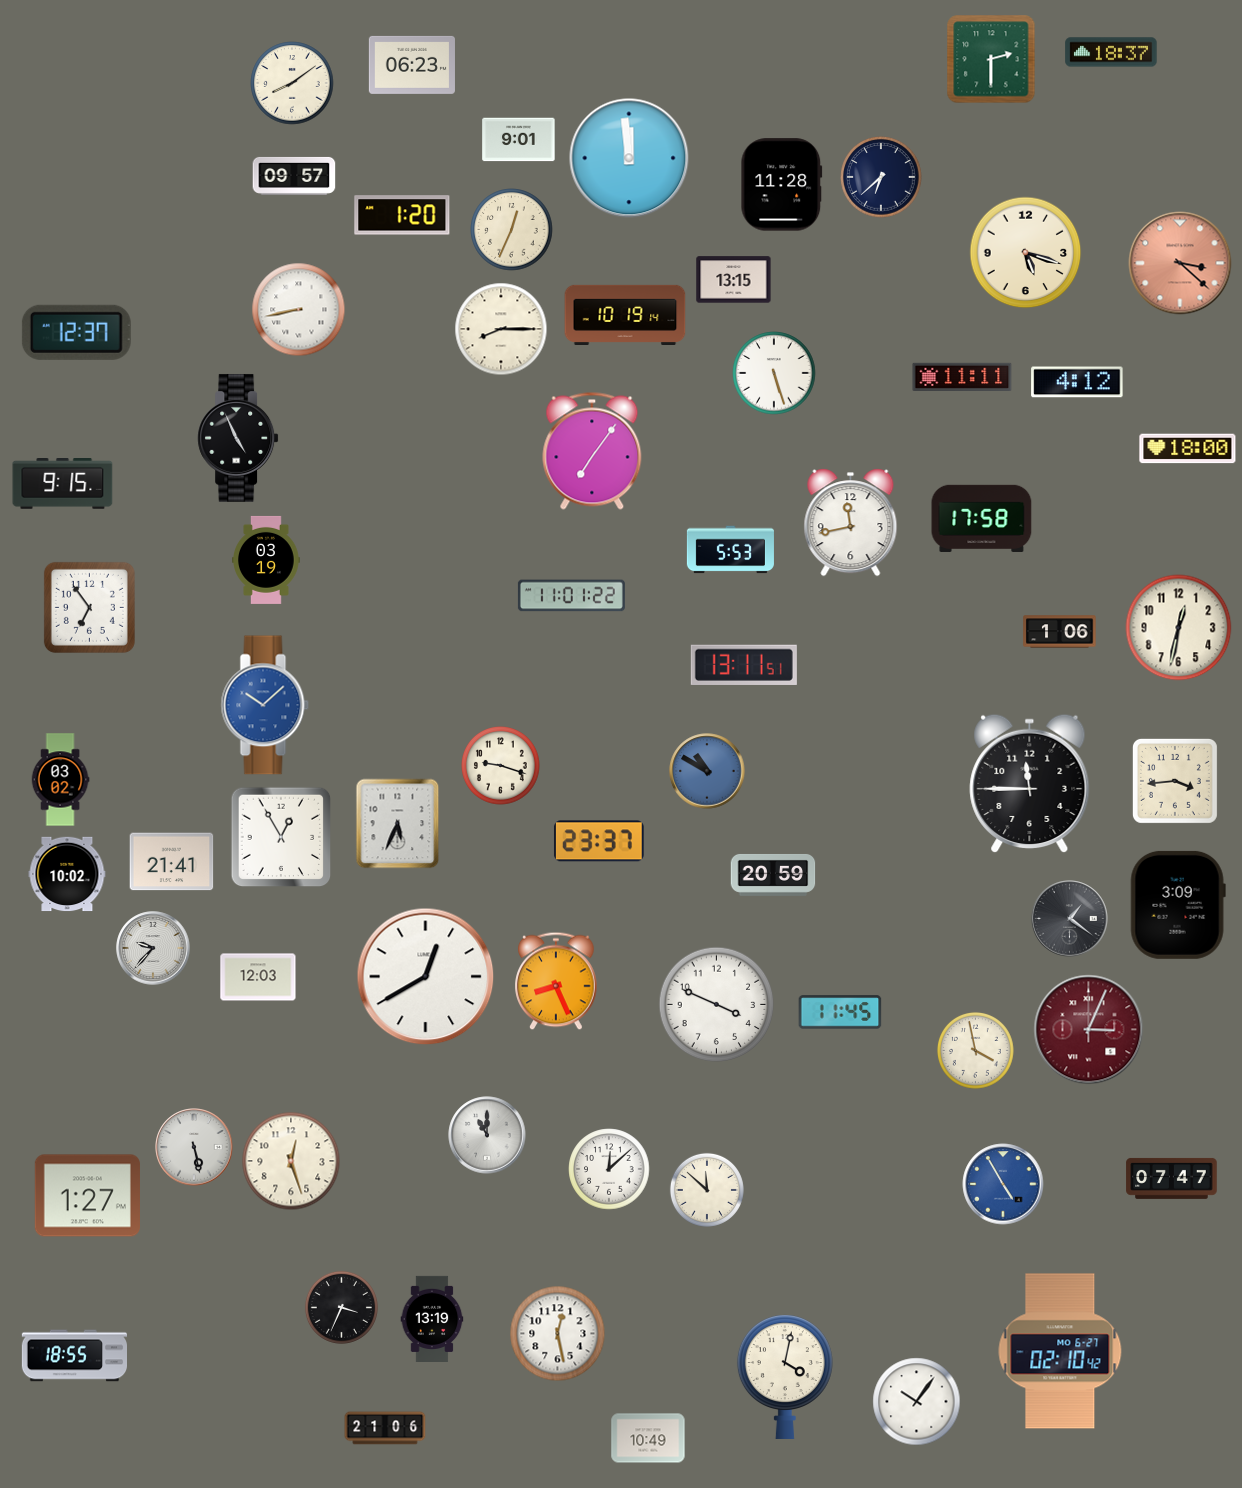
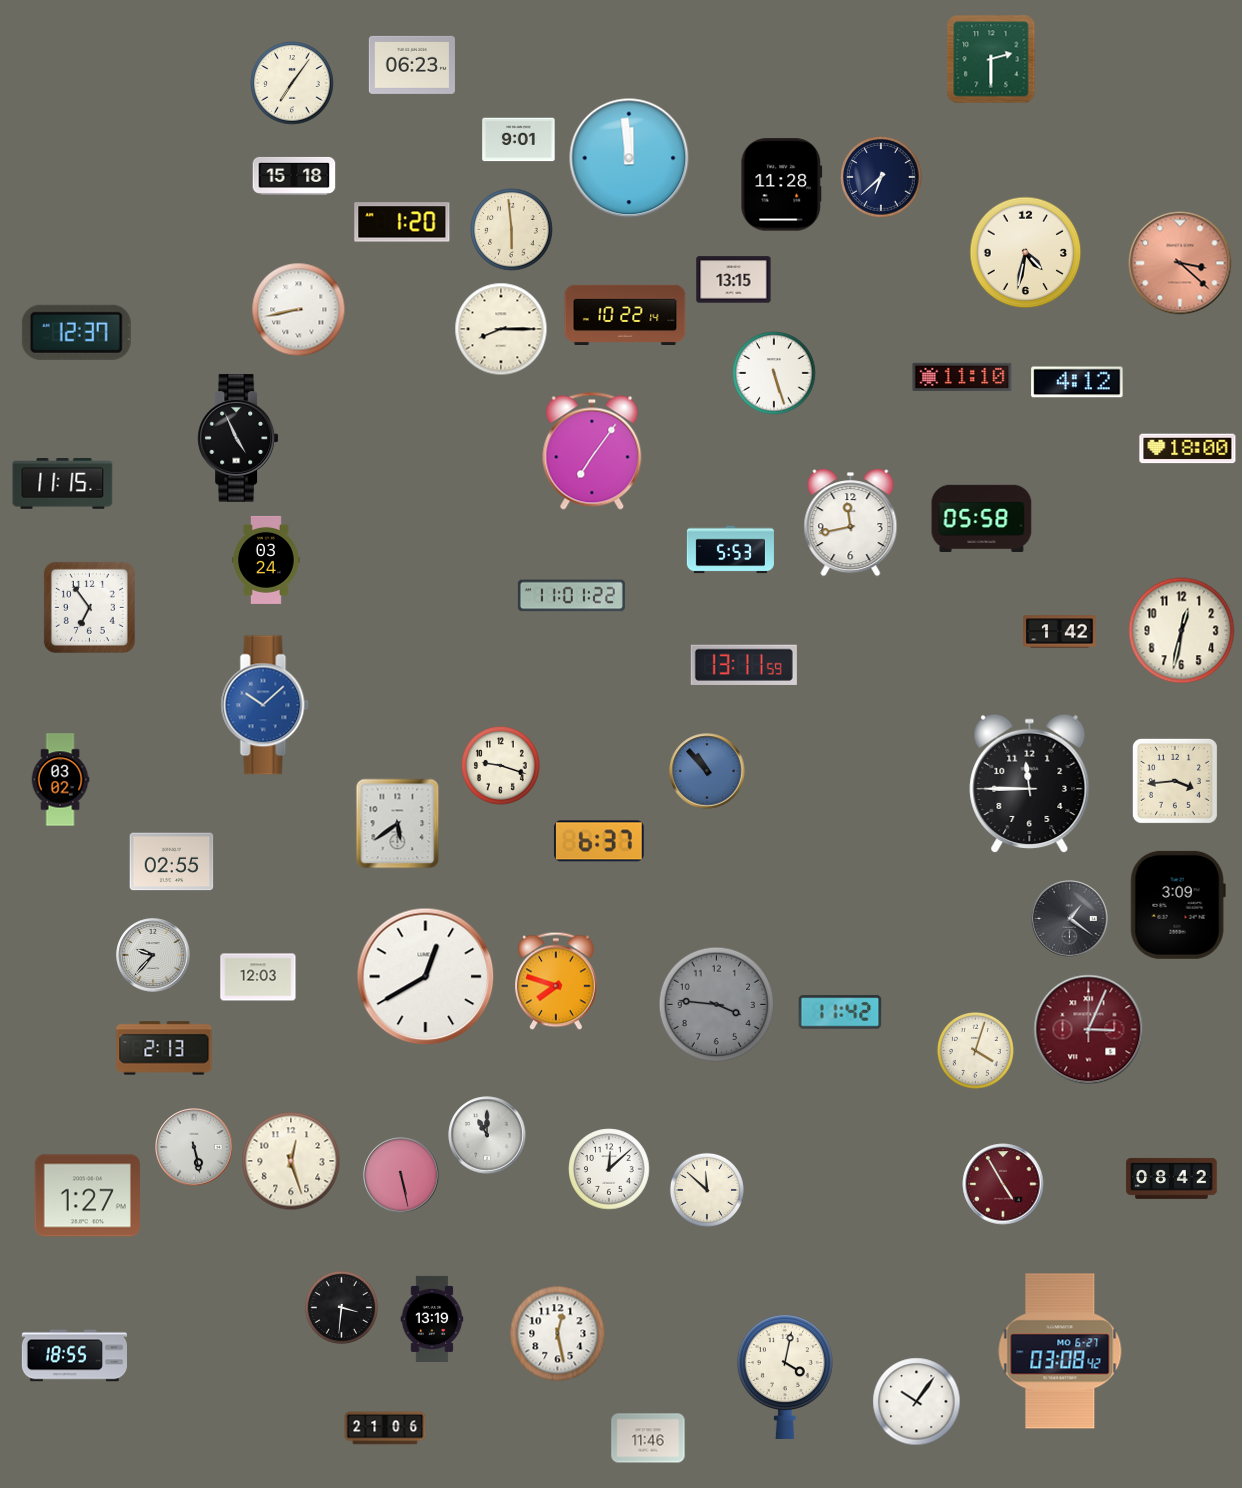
clock at (1111, 52): 18:37 -> none
clock at (292, 83): 8:09 -> 7:06
clock at (294, 176): 09:57 -> 15:18
clock at (402, 215) position: (402, 215) -> (402, 222)
clock at (512, 230): 12:34 -> 5:59
clock at (1026, 253): 5:18 -> 4:32
clock at (625, 314): 10:19 -> 10:22
clock at (962, 376): 11:11 -> 11:10
clock at (63, 484): 9:15 -> 11:15
clock at (982, 518): 17:58 -> 05:58
clock at (267, 560): 03:19 -> 03:24
clock at (1179, 628) position: (1179, 628) -> (1182, 631)
clock at (1060, 632): 1:06 -> 1:42
clock at (744, 665): 13:11:51 -> 13:11:59
clock at (707, 771): 10:50 -> 10:53
clock at (398, 824): 5:34 -> 5:39
clock at (281, 837): 12:55 -> none
clock at (599, 841): 23:37 -> 6:37
clock at (172, 862): 21:41 -> 02:55
clock at (67, 874): 10:02 -> none
clock at (773, 875): 20:59 -> none
clock at (153, 948) position: (153, 948) -> (153, 955)
clock at (556, 981): 8:26 -> 7:48
clock at (717, 1005): 3:49 -> 3:46
clock at (717, 1005) dial: white -> grey
clock at (840, 1012): 11:45 -> 11:42
clock at (164, 1048): none -> 2:13
clock at (975, 1050): 3:58 -> 4:03
clock at (401, 1175): none -> 5:28
clock at (1172, 1178): 07:47 -> 08:42
clock at (1003, 1184) dial: blue -> burgundy
clock at (341, 1307): 3:34 -> 3:31
clock at (1060, 1351): 02:10 -> 03:08
clock at (648, 1438): 10:49 -> 11:46
